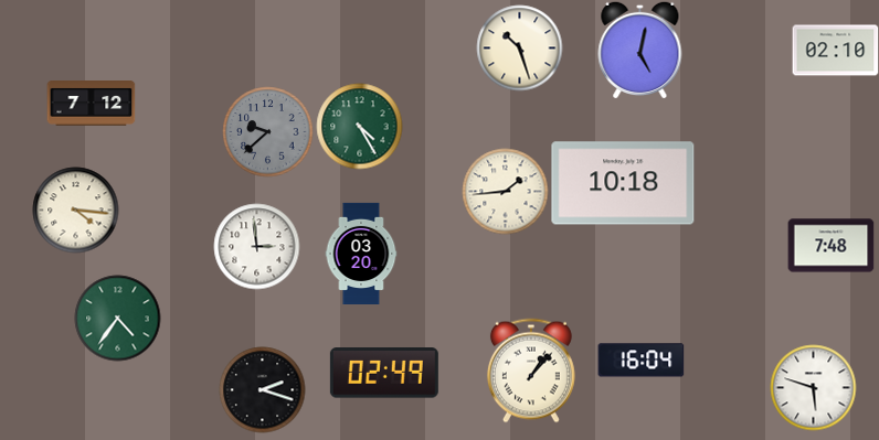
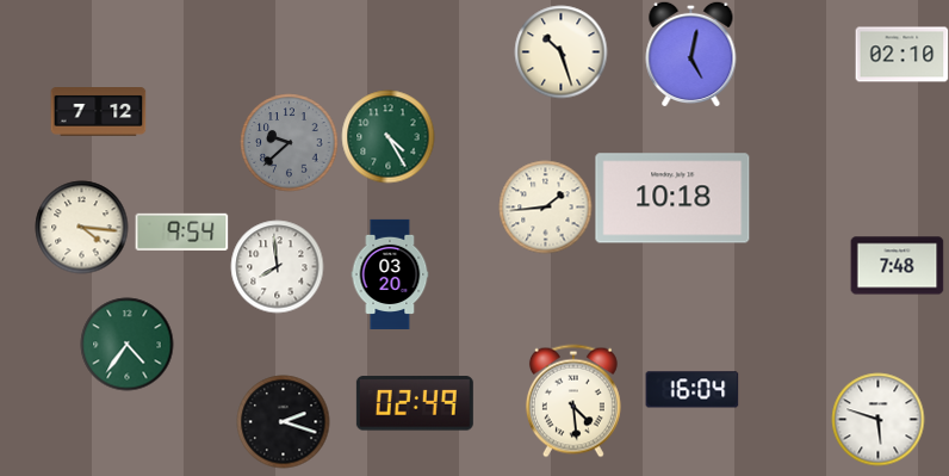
clock at (181, 231): none -> 9:54
clock at (256, 246): 2:59 -> 7:59
clock at (531, 371): 1:07 -> 4:29
